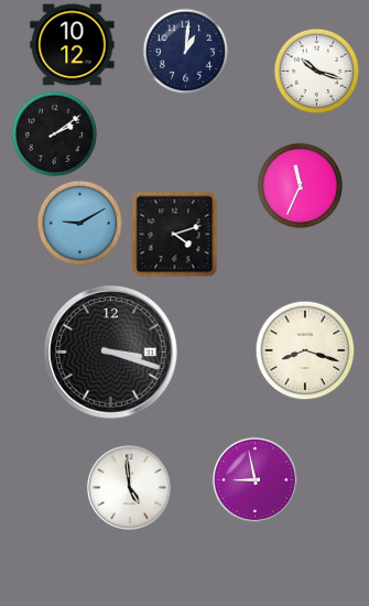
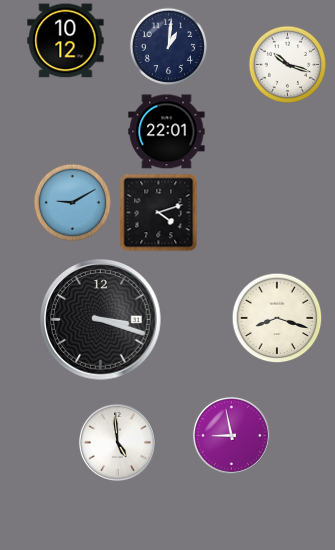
clock at (54, 133): 2:09 -> none
clock at (167, 132): none -> 22:01
clock at (300, 185): 11:34 -> none
